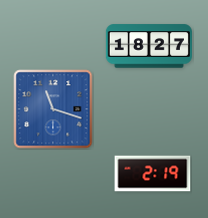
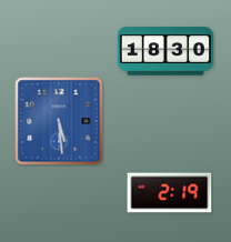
clock at (149, 46): 18:27 -> 18:30
clock at (53, 109): 11:18 -> 5:29
